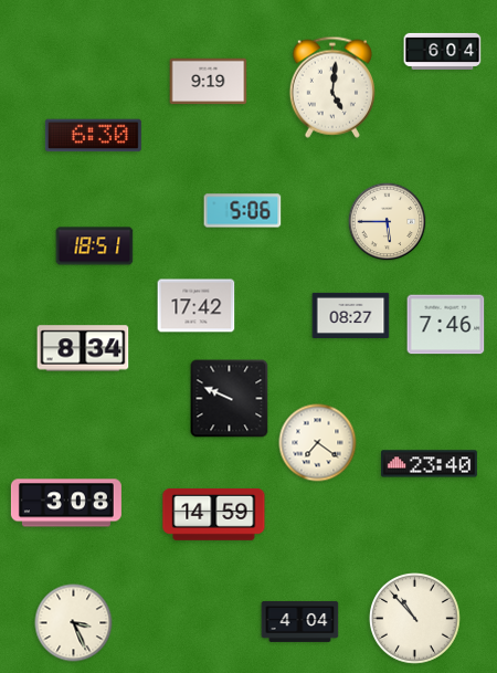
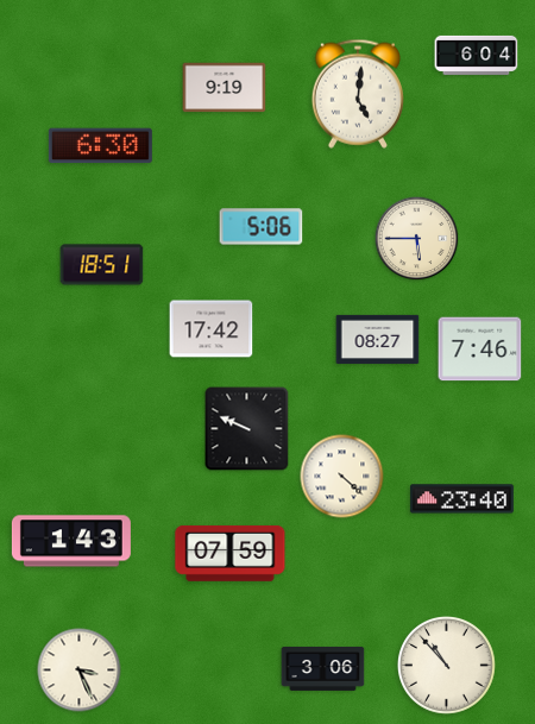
clock at (83, 348): 8:34 -> none
clock at (318, 443): 7:21 -> 4:22
clock at (66, 503): 3:08 -> 1:43
clock at (214, 514): 14:59 -> 07:59
clock at (300, 621): 4:04 -> 3:06
